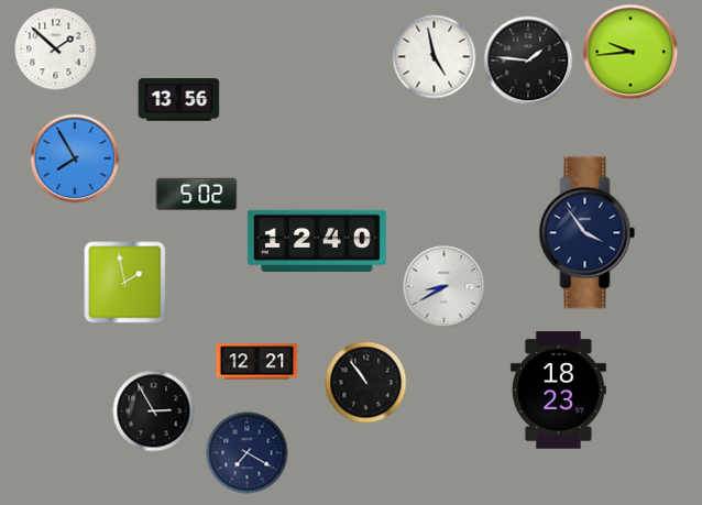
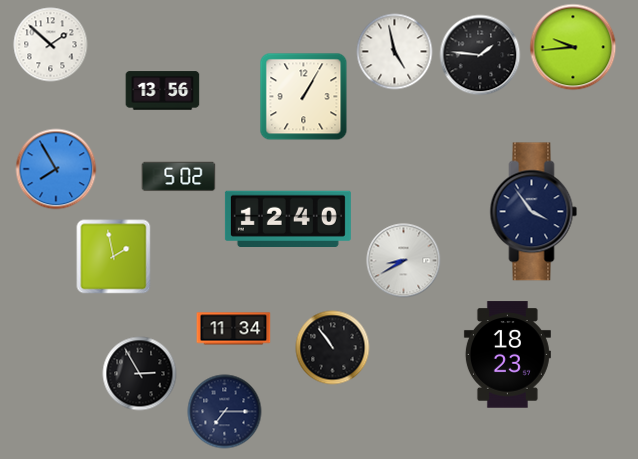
clock at (304, 97): none -> 1:05
clock at (75, 158) position: (75, 158) -> (56, 169)
clock at (257, 362): 12:21 -> 11:34
clock at (248, 453): 7:20 -> 7:15
